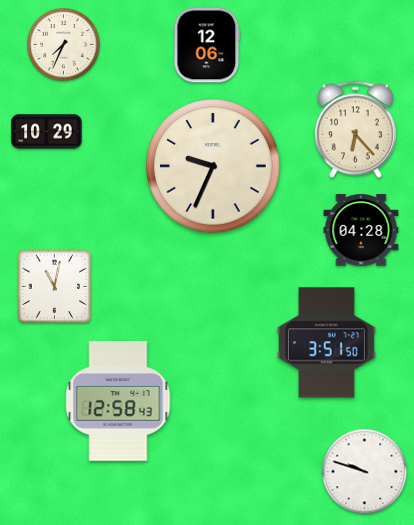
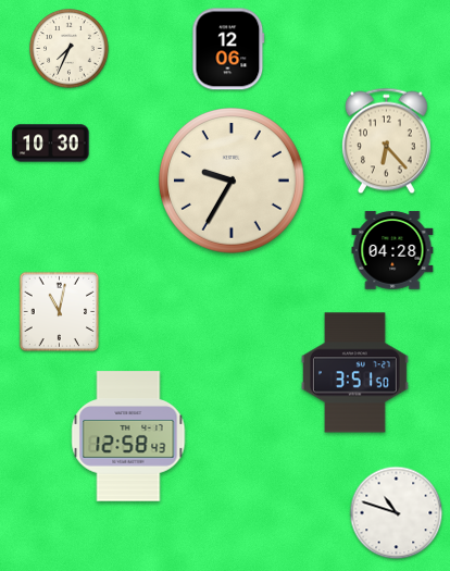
clock at (207, 45) position: (207, 45) -> (228, 49)
clock at (47, 132): 10:29 -> 10:30
clock at (214, 167): 9:34 -> 9:35
clock at (365, 472): 9:48 -> 10:48
